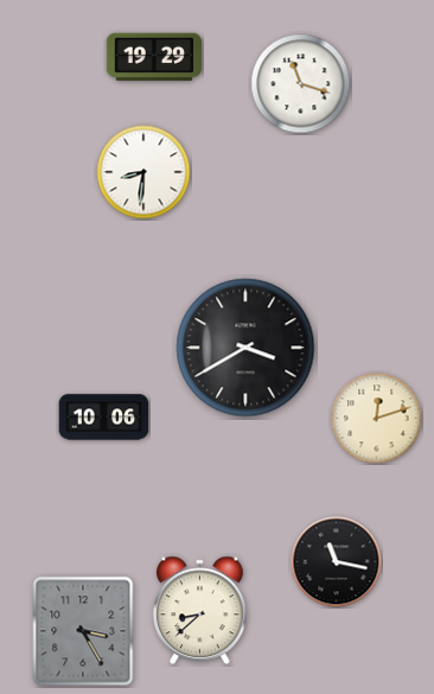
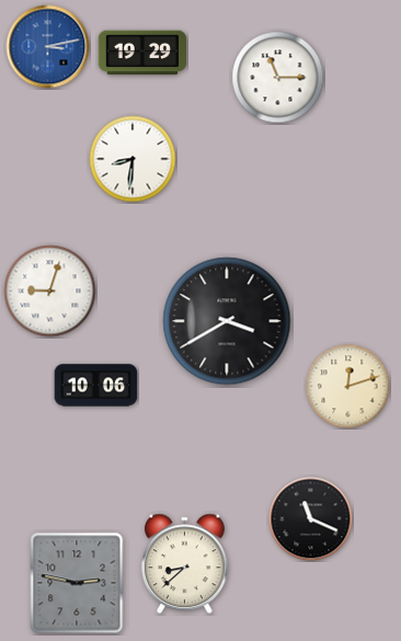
clock at (48, 47): none -> 3:13
clock at (301, 84): 11:18 -> 11:15
clock at (50, 291): none -> 9:03
clock at (337, 562): 11:17 -> 11:19
clock at (83, 631): 3:25 -> 2:47
